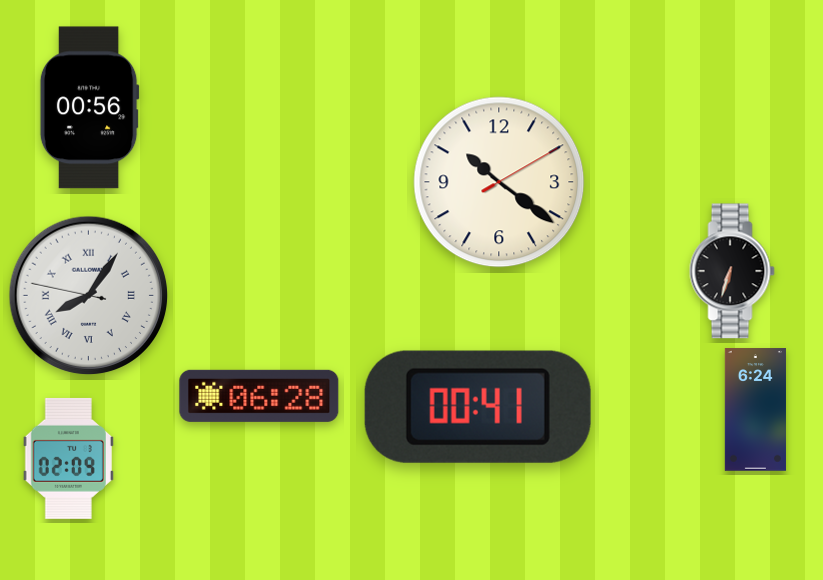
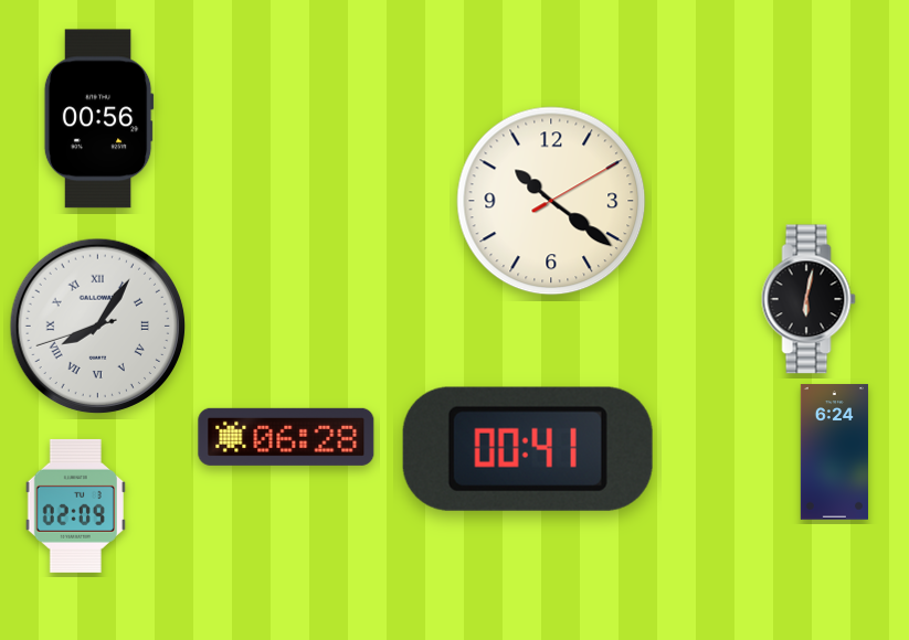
clock at (732, 271): 6:33 -> 6:02
clock at (89, 296): 8:05:47 -> 8:05:42
